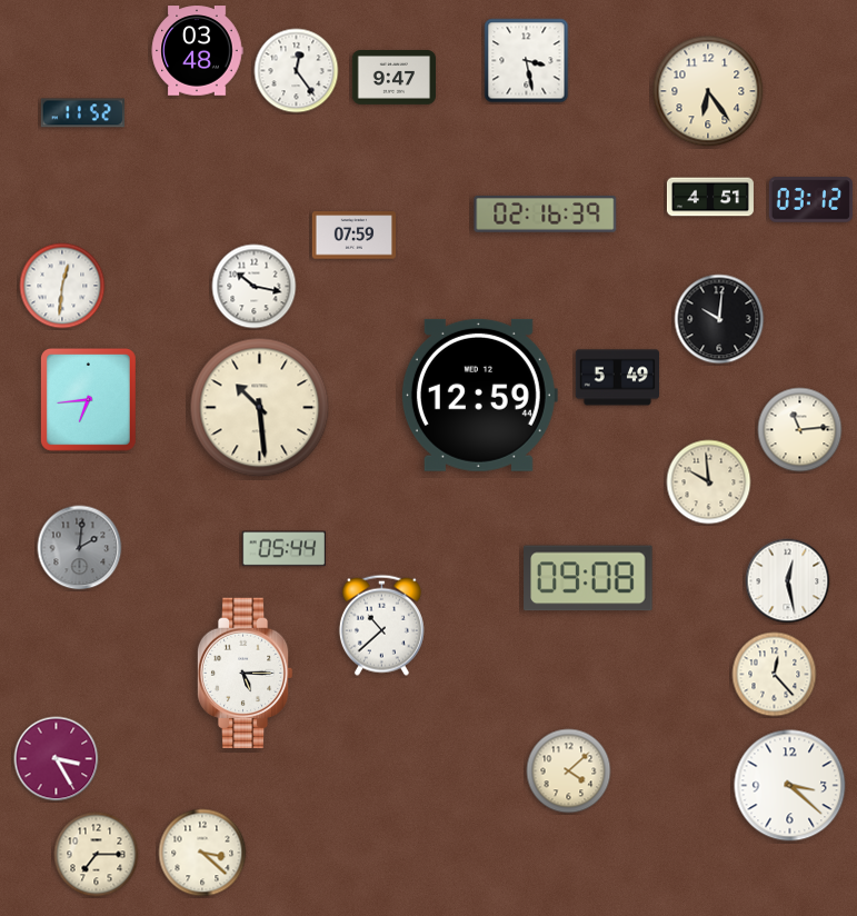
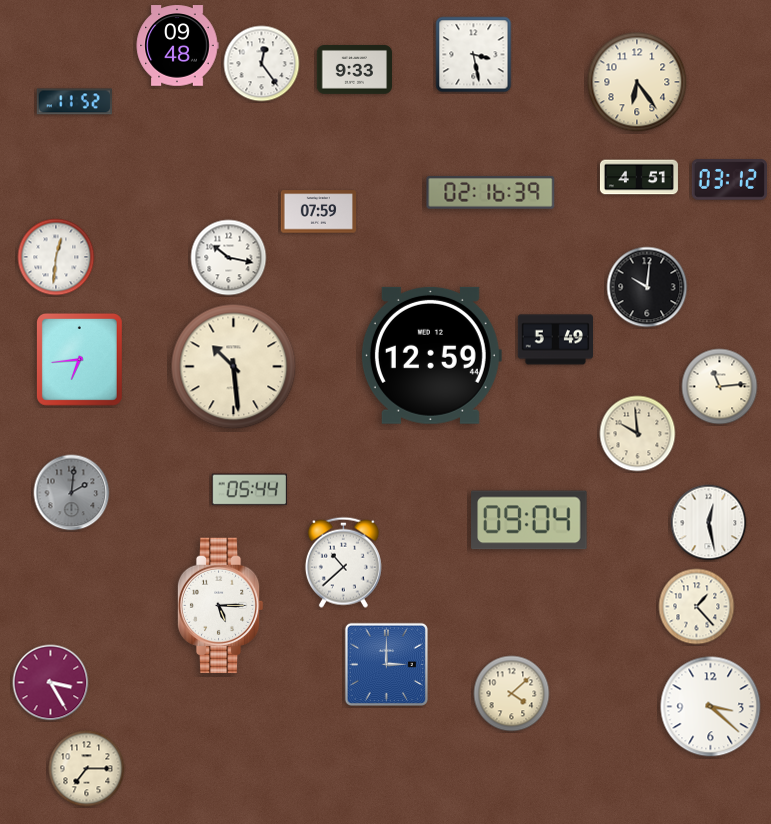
clock at (197, 51): 03:48 -> 09:48
clock at (297, 71) position: (297, 71) -> (262, 64)
clock at (393, 78): 9:47 -> 9:33
clock at (283, 549) position: (283, 549) -> (249, 490)
clock at (588, 578): 09:08 -> 09:04
clock at (775, 675): 12:23 -> 1:23
clock at (386, 664): none -> 3:00
clock at (202, 853): 3:22 -> none
